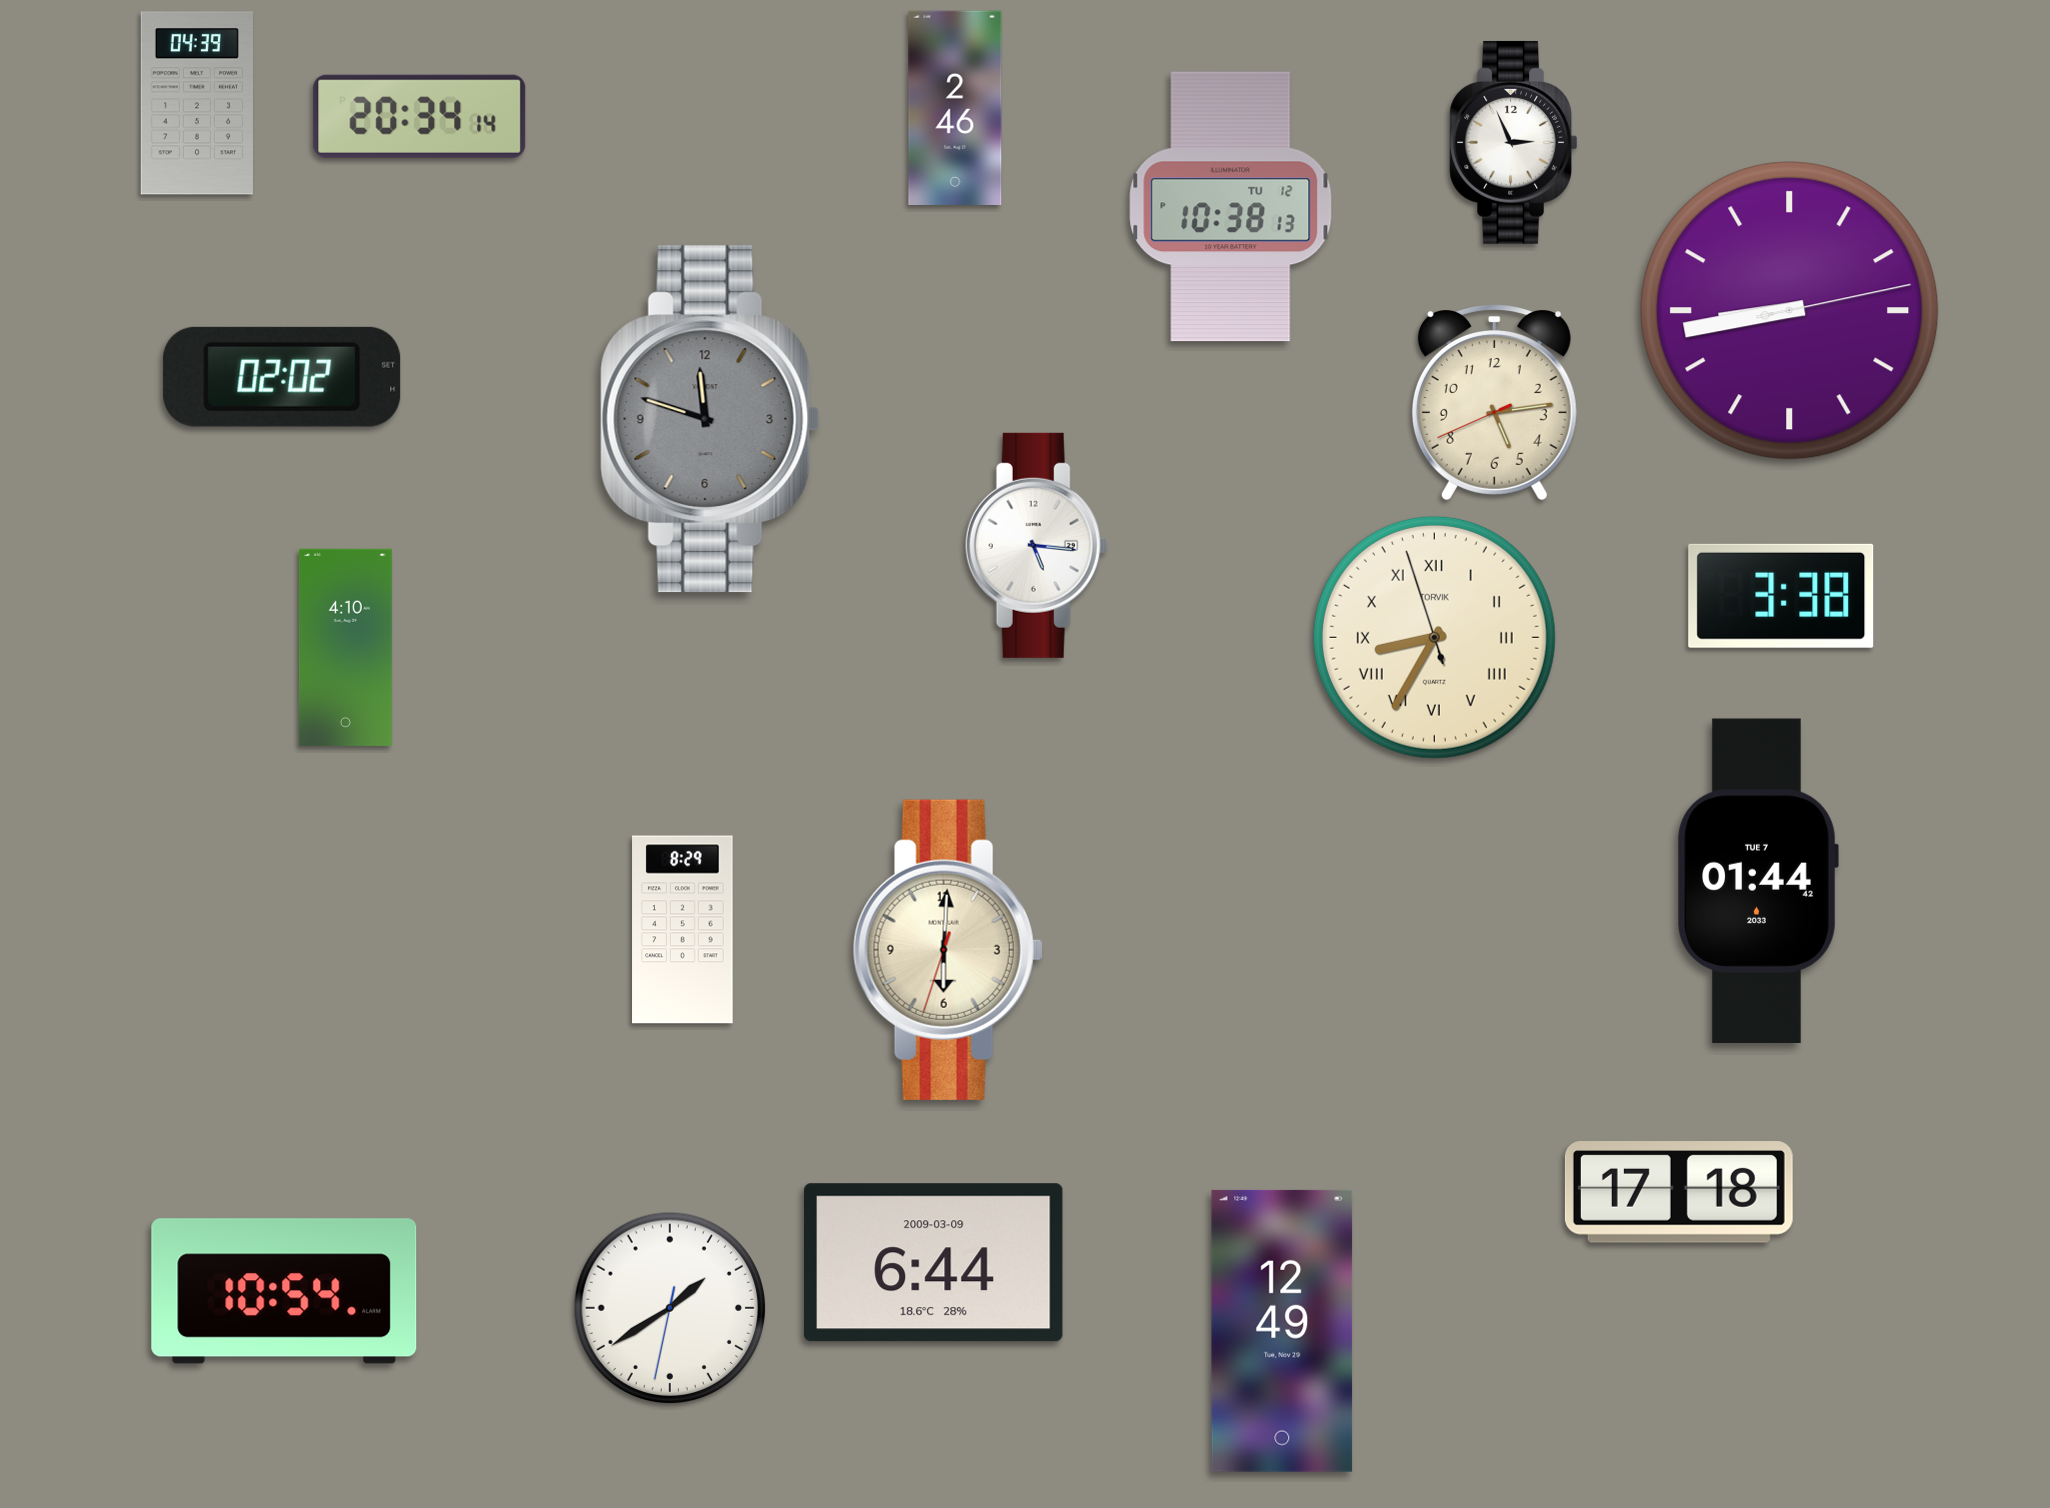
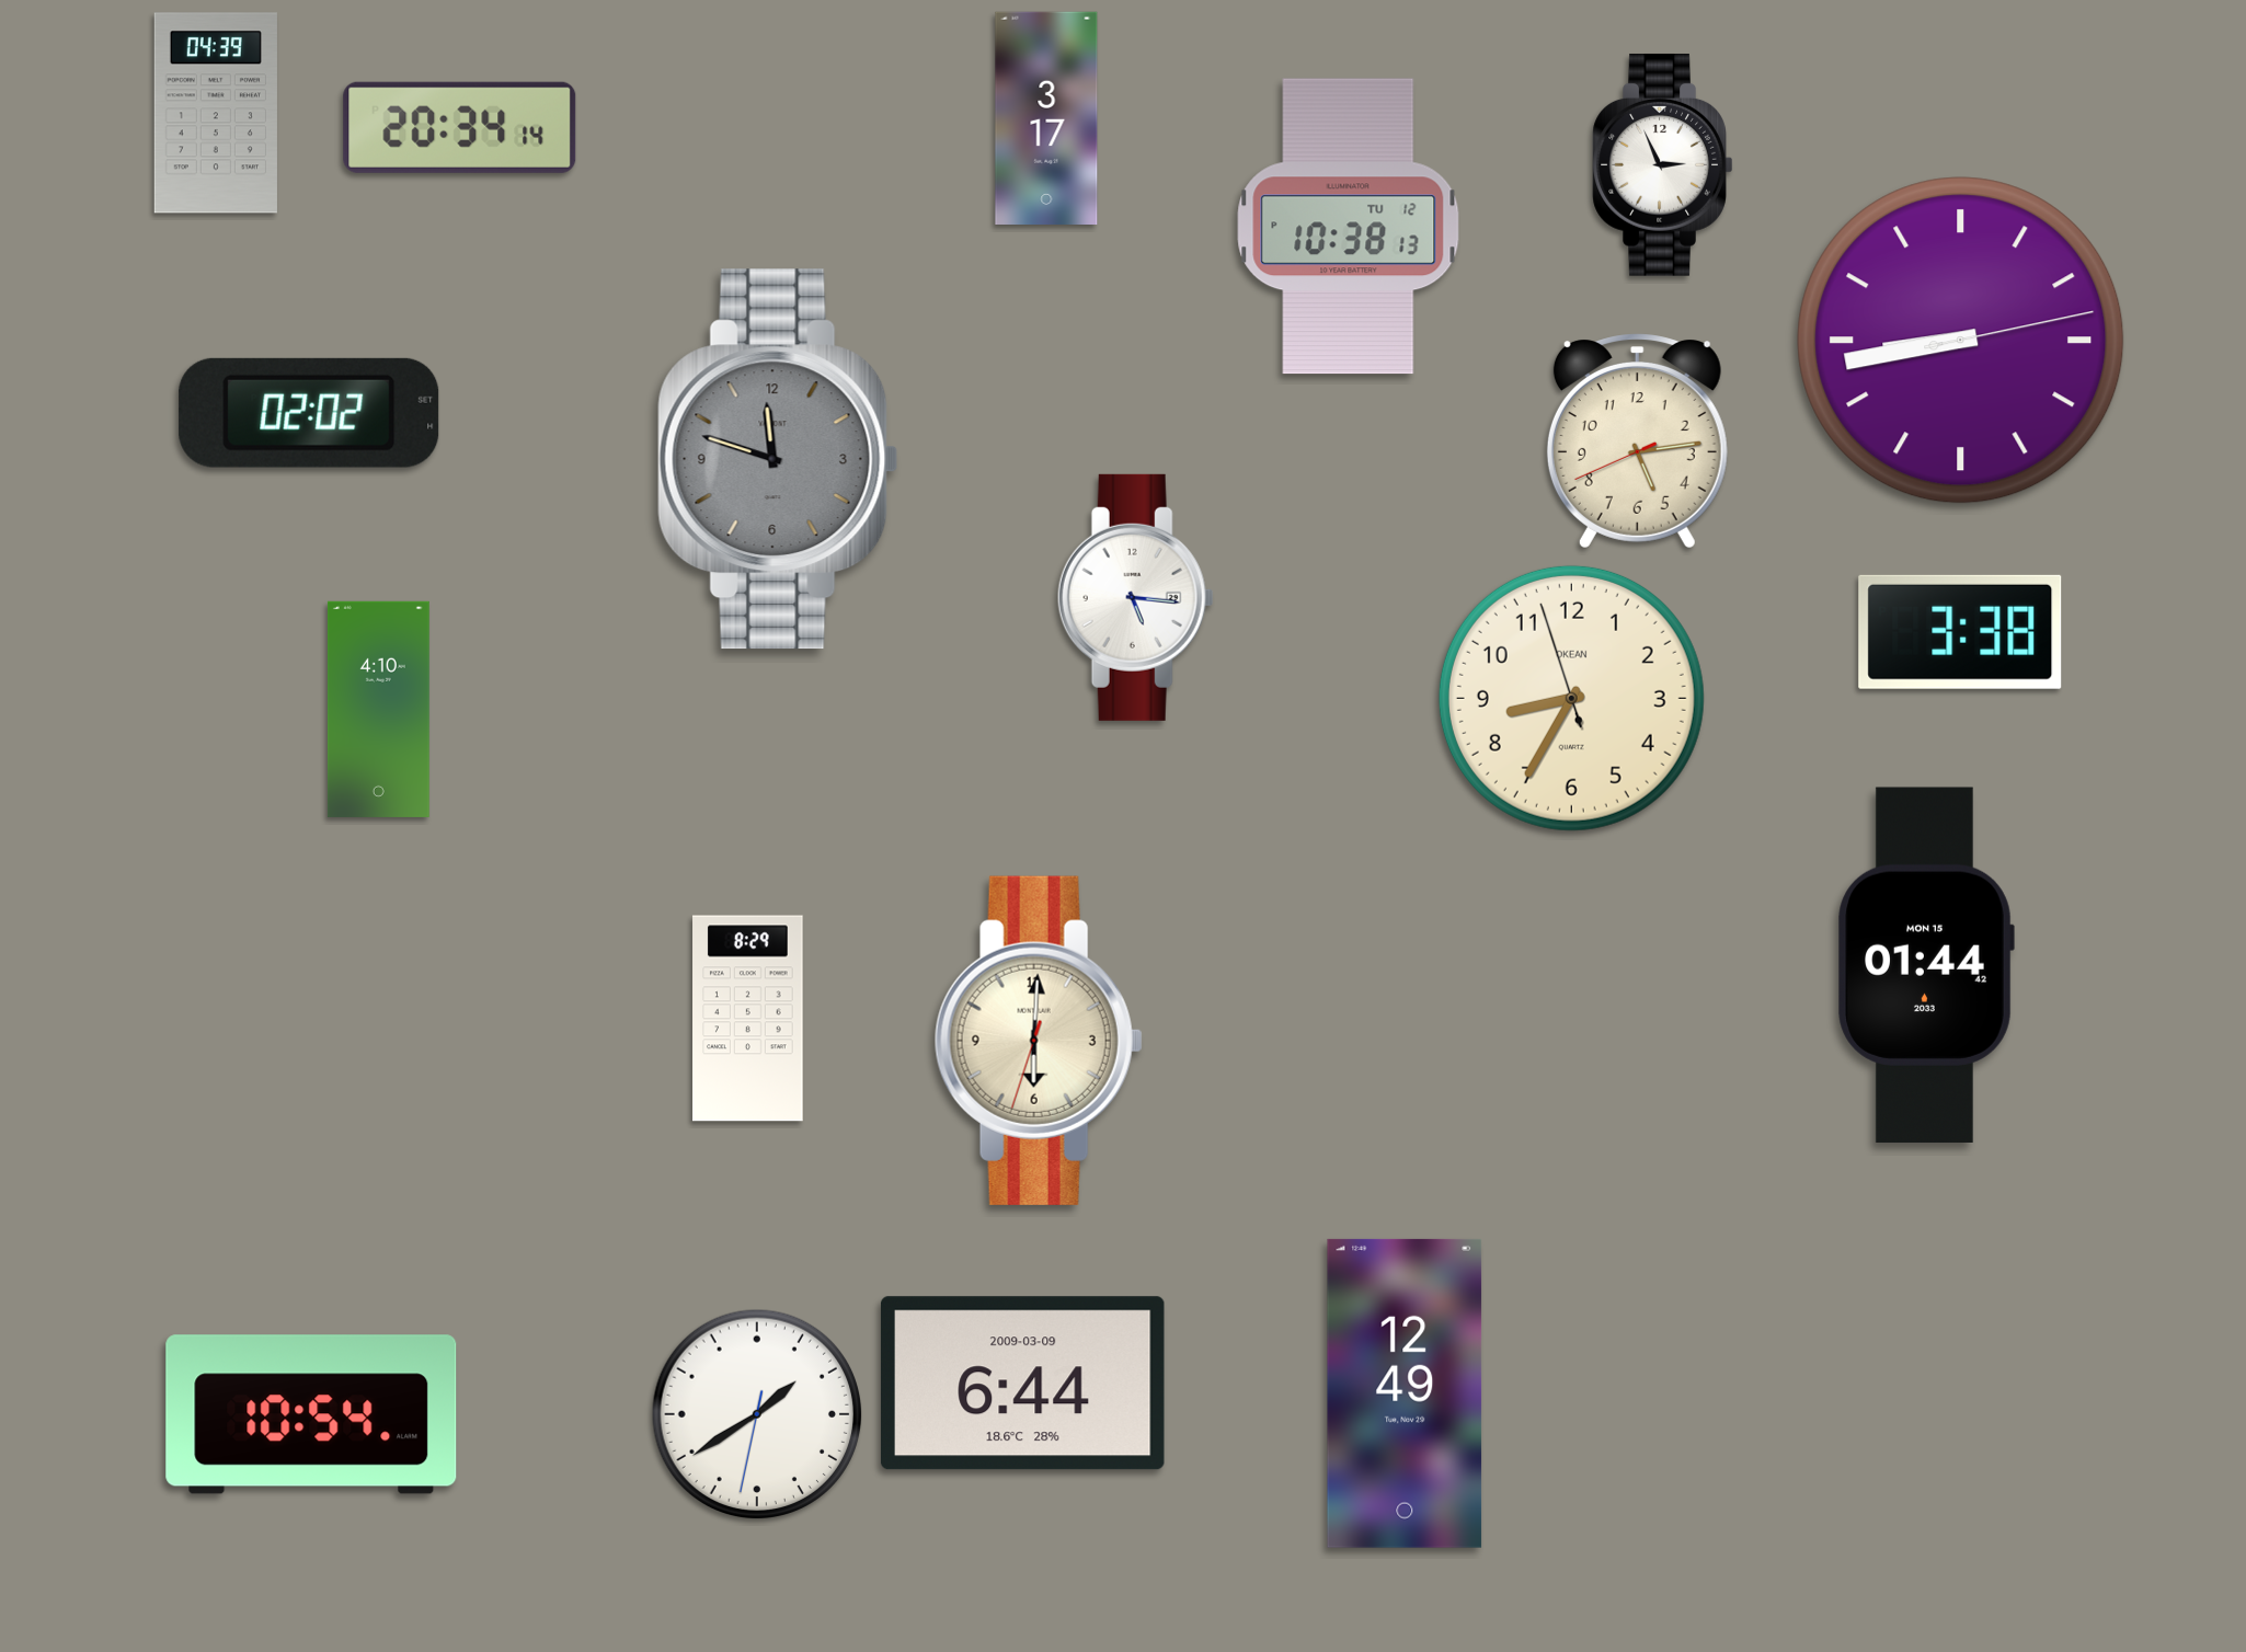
clock at (955, 107): 2:46 -> 3:17
clock at (1514, 142) position: (1514, 142) -> (1663, 164)
clock at (1781, 596) position: (1781, 596) -> (1960, 632)
clock at (1434, 637) numerals: Roman -> Arabic
clock at (1434, 637) brand: TORVIK -> OKEAN
clock at (1758, 881) date: TUE 7 -> MON 15
clock at (1679, 1193): 17:18 -> none
clock at (670, 1308) position: (670, 1308) -> (757, 1414)
clock at (1282, 1331) position: (1282, 1331) -> (1405, 1393)
